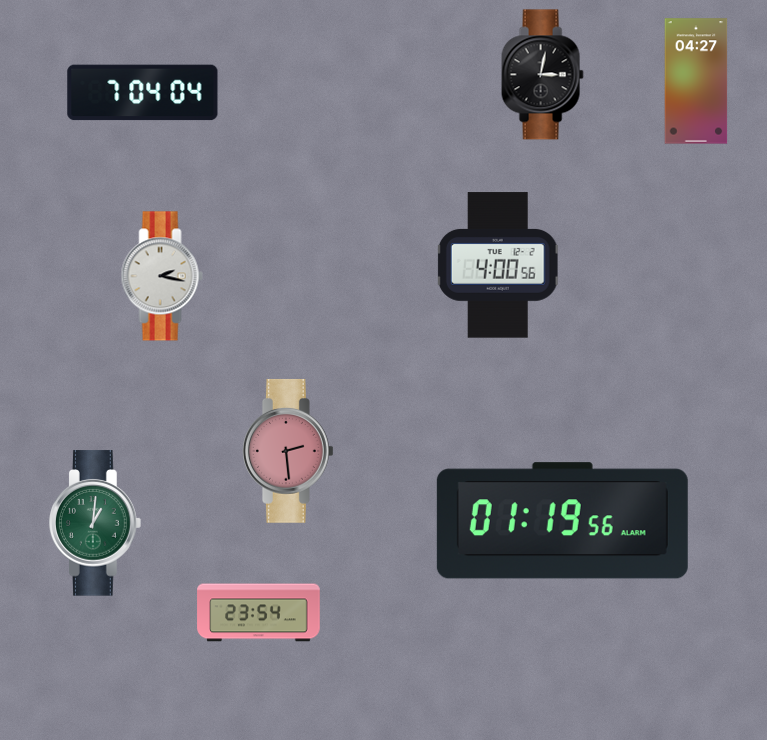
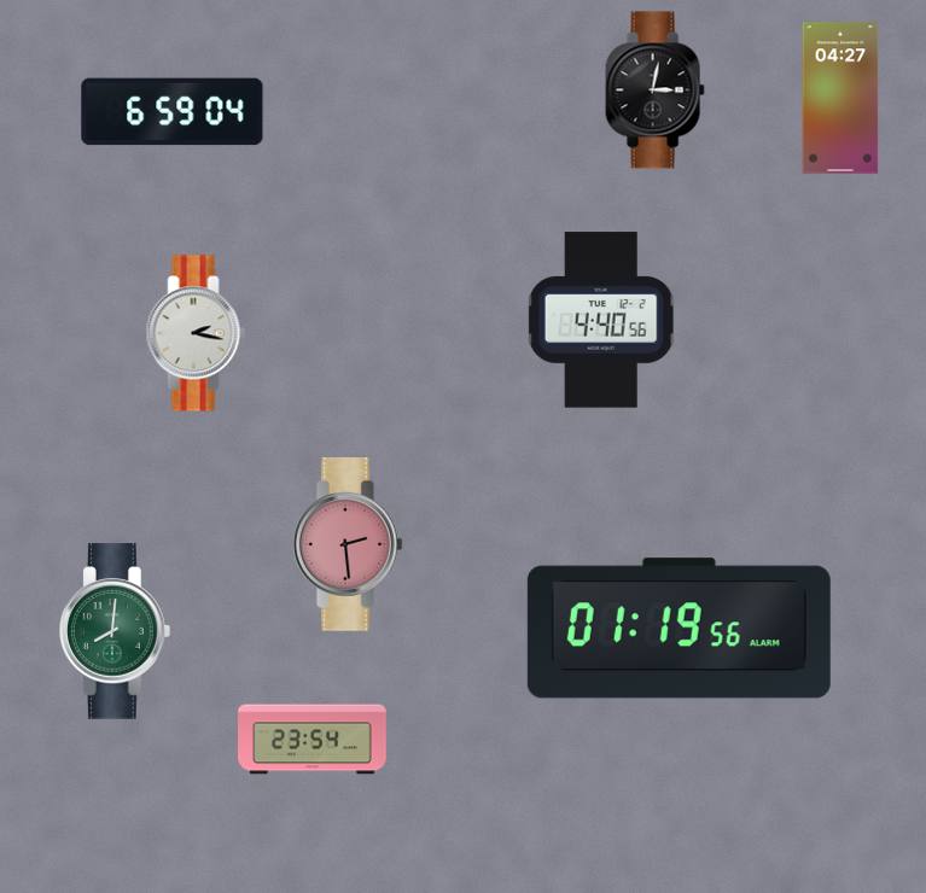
clock at (143, 93): 7:04 -> 6:59
clock at (498, 265): 4:00 -> 4:40
clock at (96, 523): 1:01 -> 8:01
